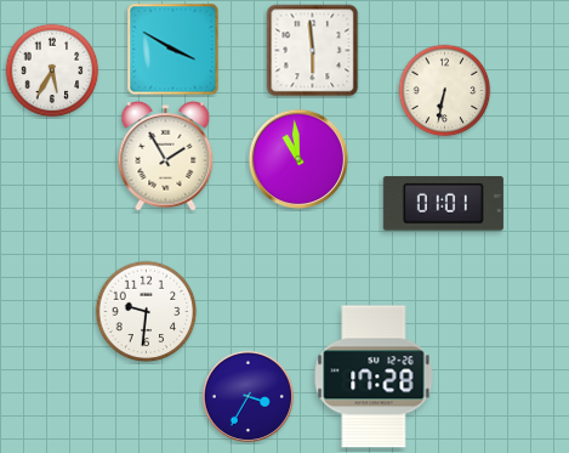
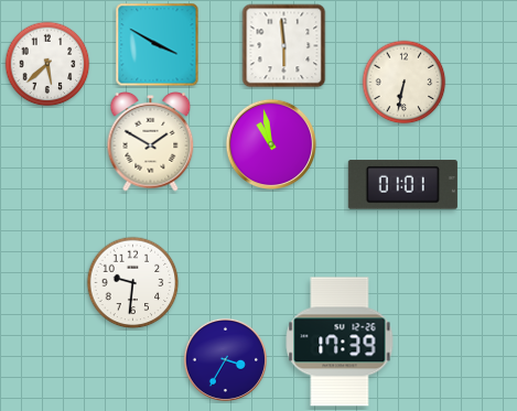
clock at (52, 70): 5:35 -> 5:38
clock at (166, 157): 1:55 -> 1:50
clock at (298, 159): 10:59 -> 10:58
clock at (374, 376): 17:28 -> 17:39
